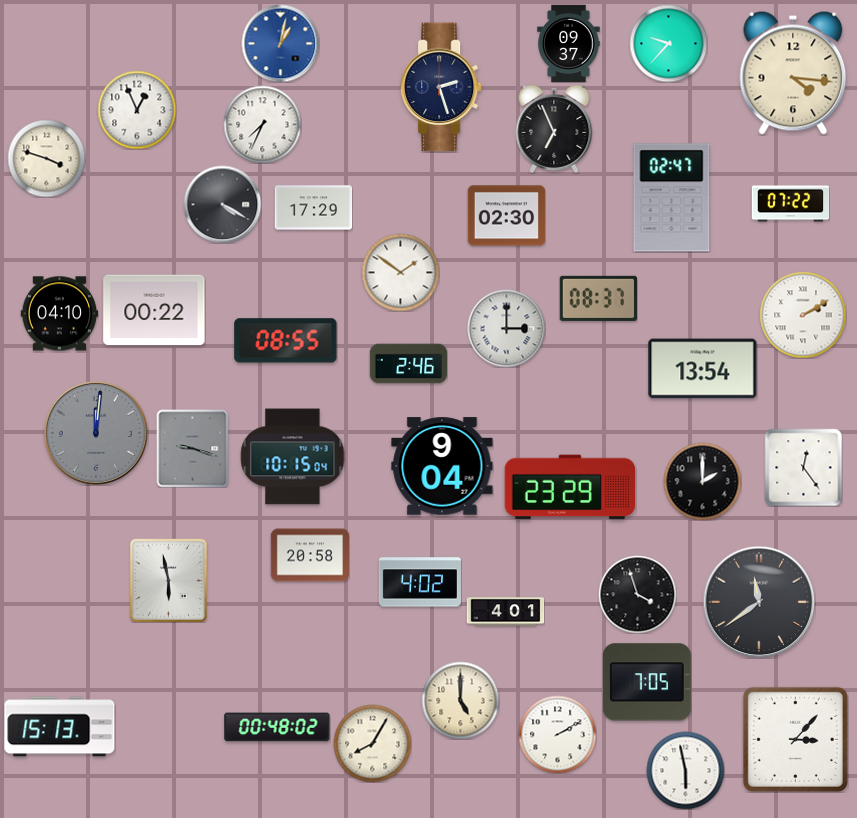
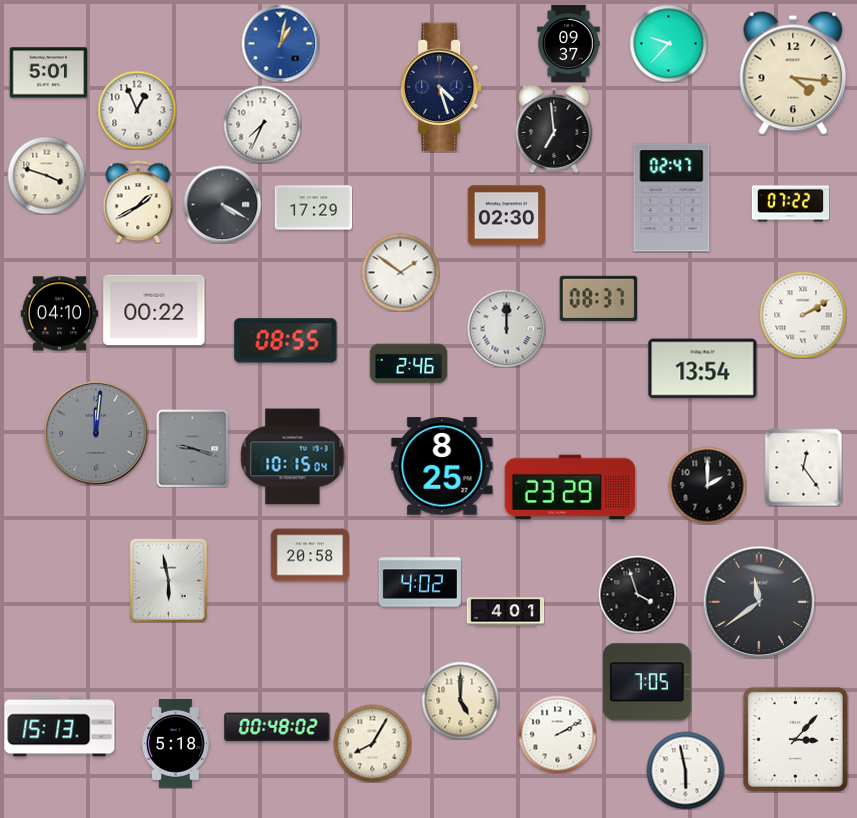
clock at (48, 73): none -> 5:01
clock at (442, 87): 2:27 -> 4:27
clock at (554, 129): 6:56 -> 6:59
clock at (46, 158) position: (46, 158) -> (46, 175)
clock at (138, 202): none -> 1:40
clock at (506, 328): 3:00 -> 12:00
clock at (442, 466): 9:04 -> 8:25
clock at (702, 481) position: (702, 481) -> (707, 485)
clock at (175, 744): none -> 5:18
